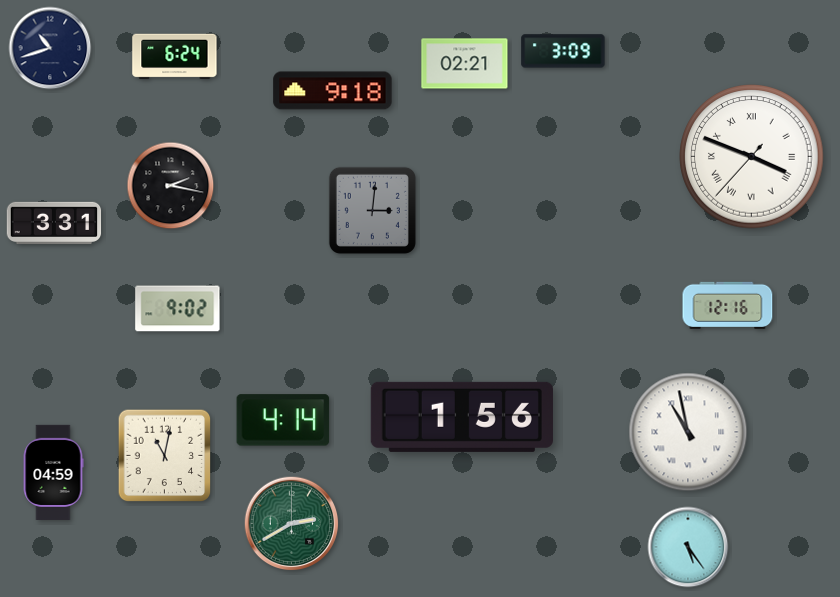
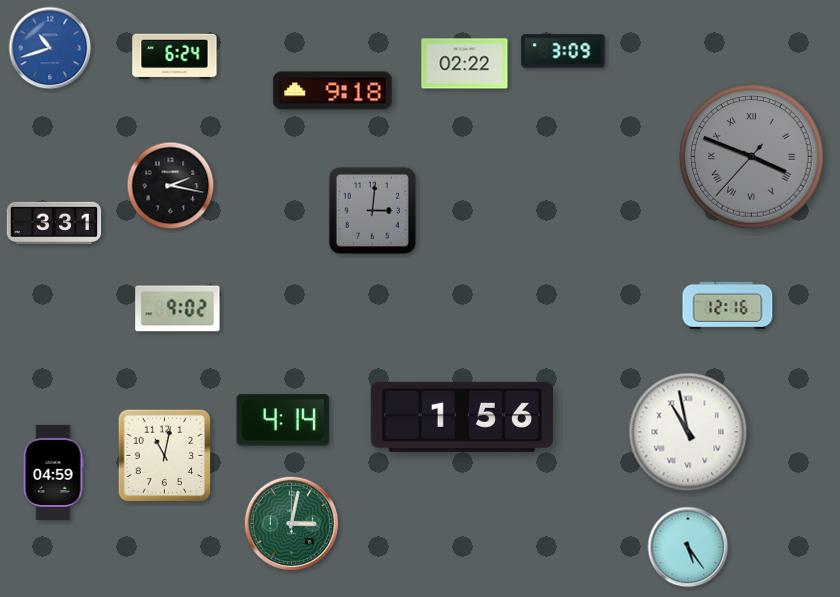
clock at (50, 48) dial: navy -> blue
clock at (465, 64): 02:21 -> 02:22
clock at (752, 157) dial: white -> grey
clock at (292, 524): 2:40 -> 3:02
